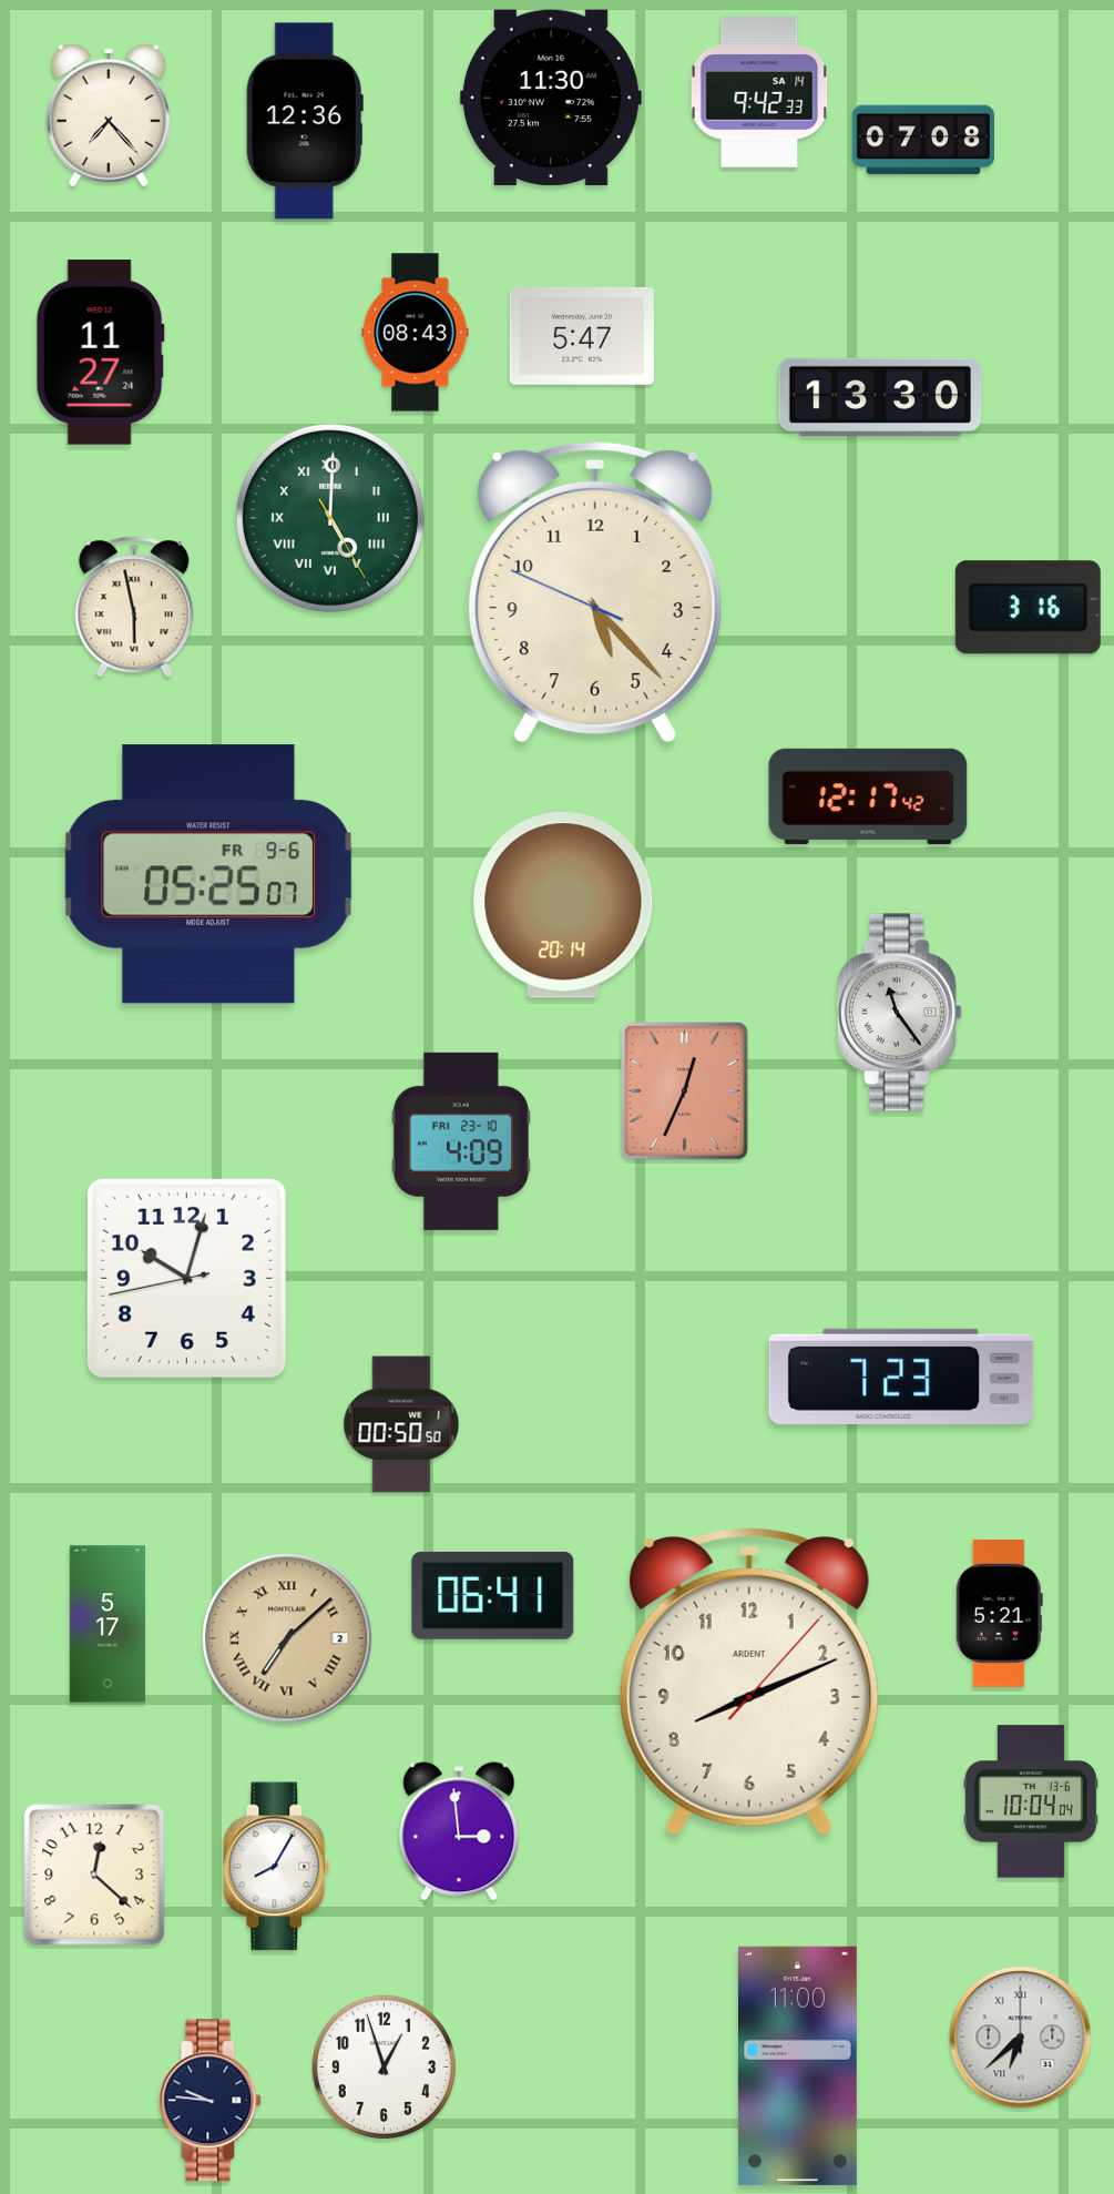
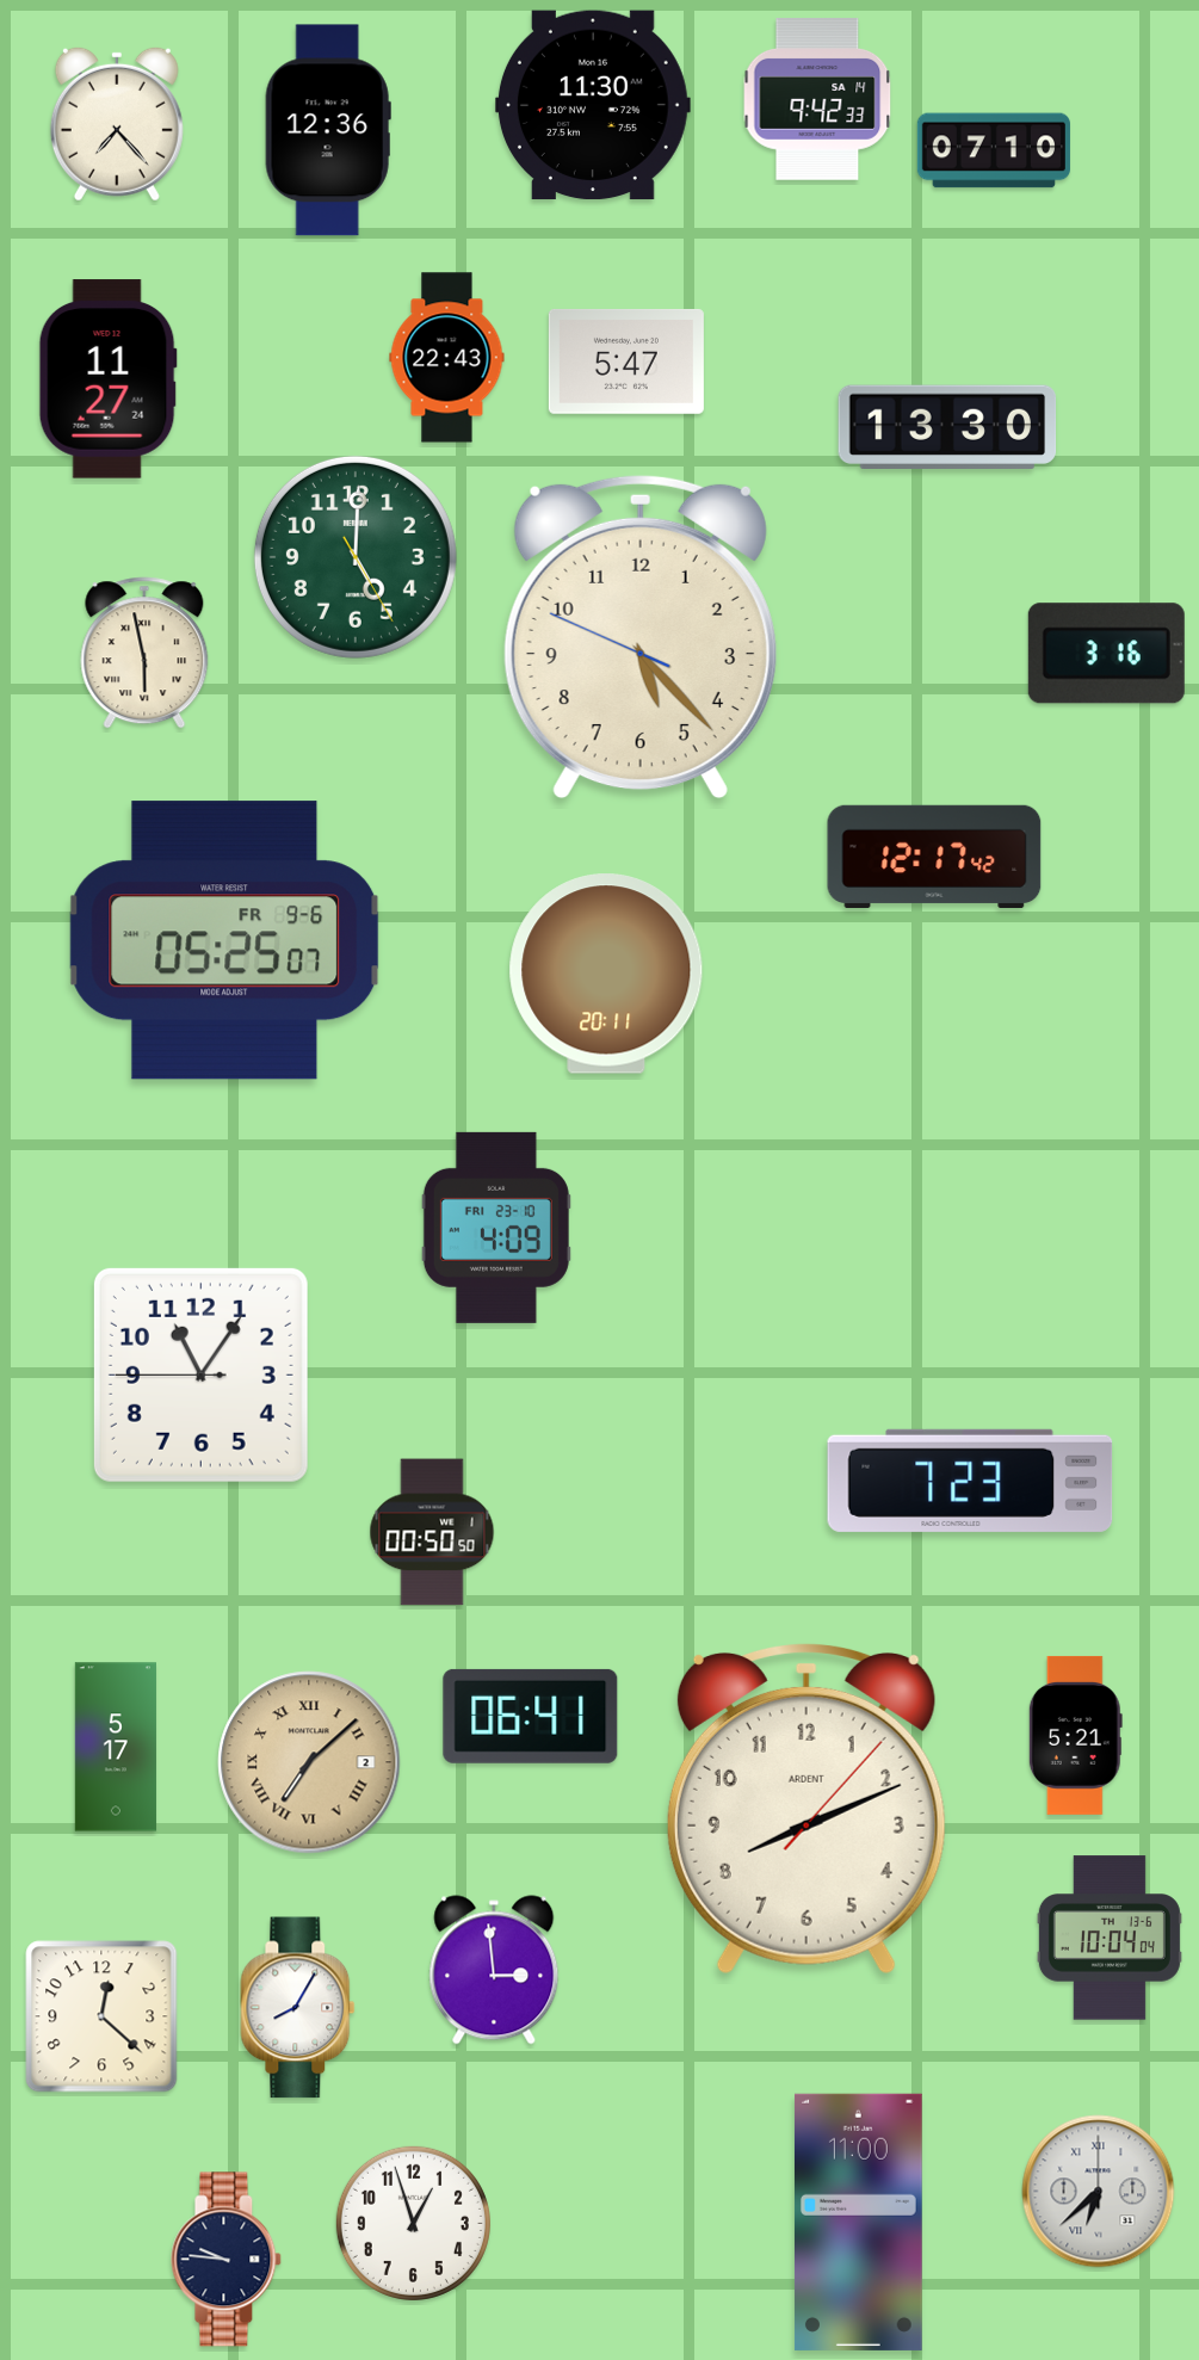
clock at (923, 140): 07:08 -> 07:10
clock at (416, 333): 08:43 -> 22:43
clock at (330, 518) numerals: Roman -> Arabic
clock at (563, 905): 20:14 -> 20:11
clock at (899, 1013): 11:24 -> none
clock at (685, 1091): 12:34 -> none
clock at (186, 1278): 10:02 -> 11:05
